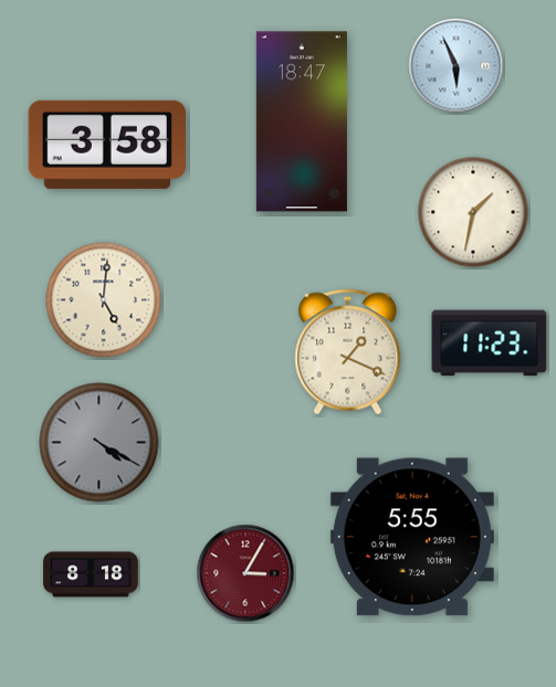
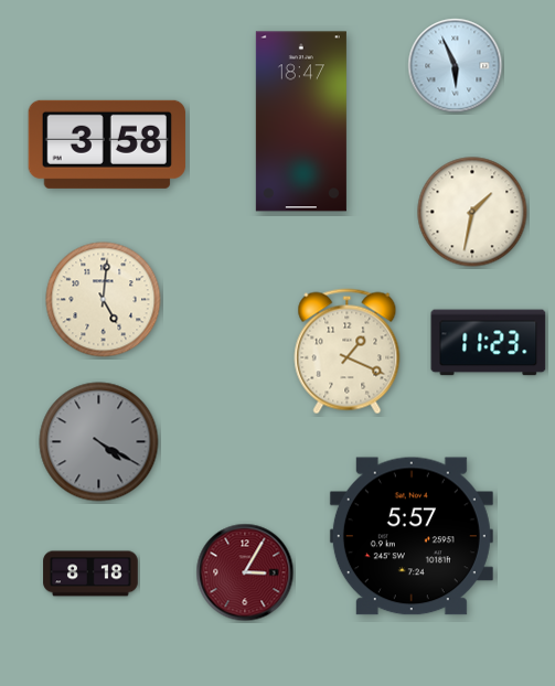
clock at (412, 537): 5:55 -> 5:57
